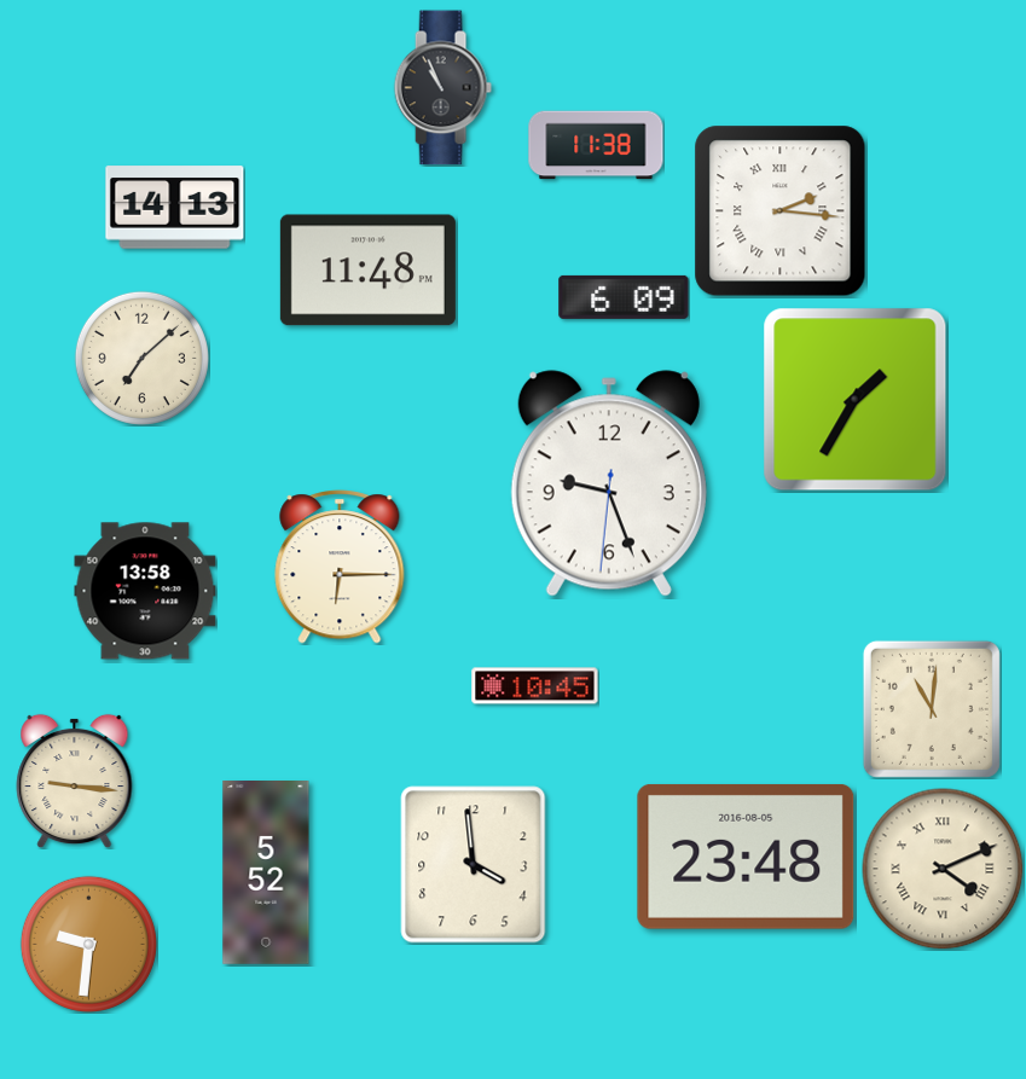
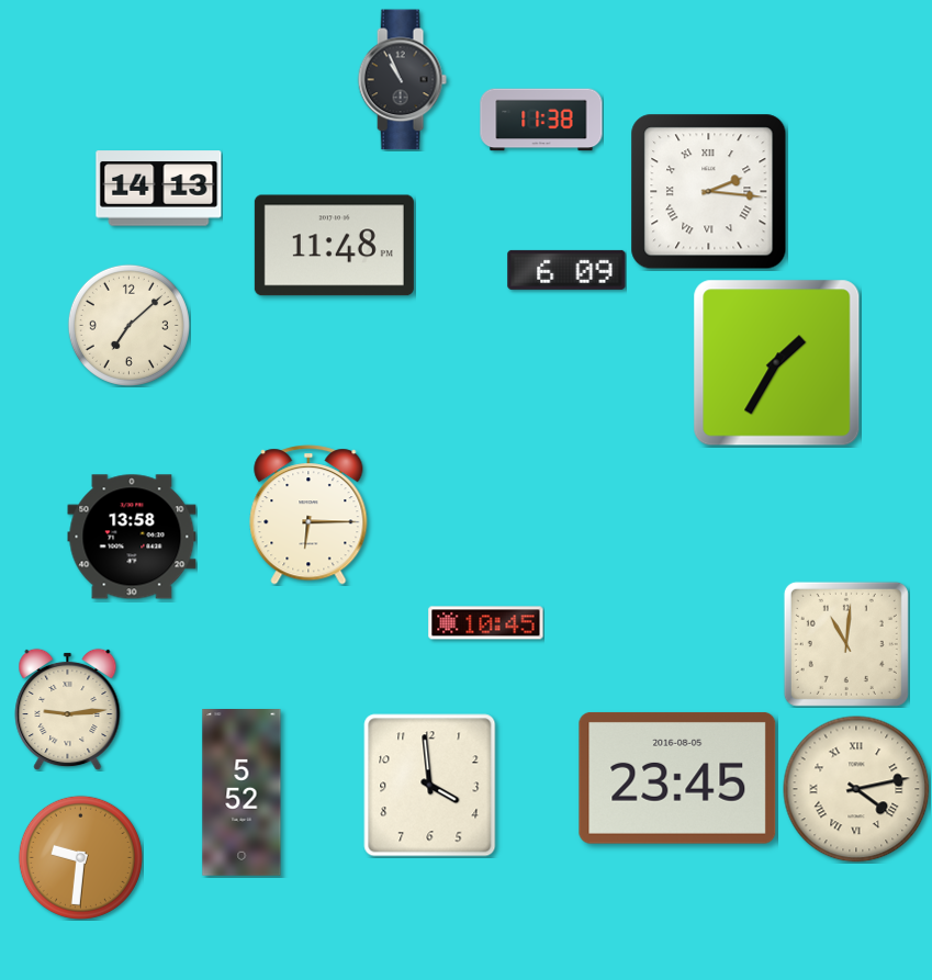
clock at (596, 145) position: (596, 145) -> (541, 120)
clock at (609, 483): 9:26 -> none
clock at (75, 781): 9:16 -> 9:14
clock at (746, 857): 23:48 -> 23:45
clock at (943, 869): 4:11 -> 4:13
